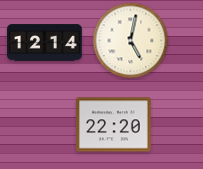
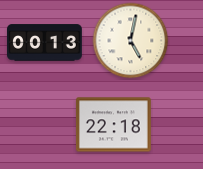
clock at (45, 43): 12:14 -> 00:13
clock at (113, 125): 22:20 -> 22:18
